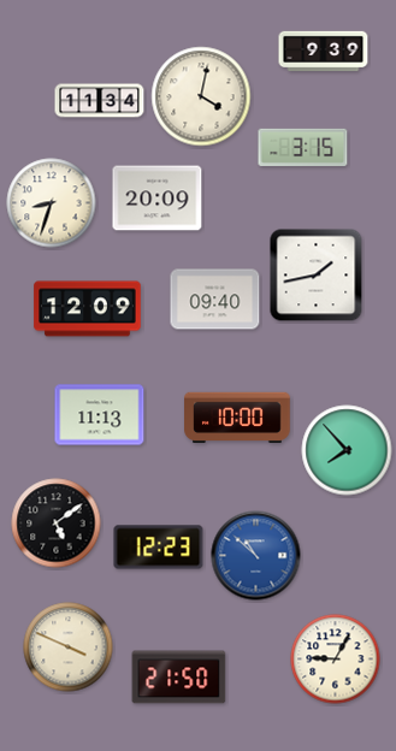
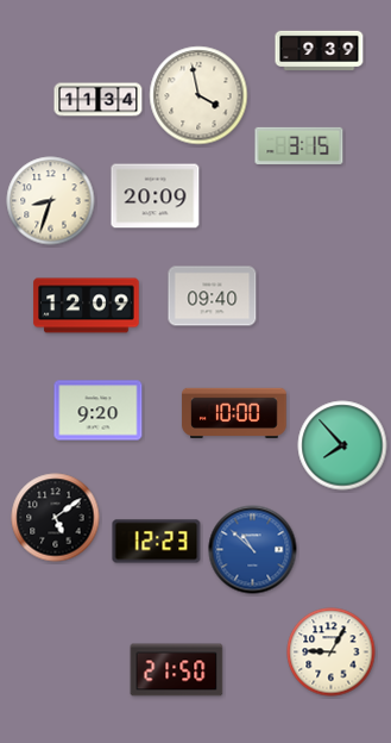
clock at (201, 96): 4:02 -> 3:58
clock at (317, 276): 1:43 -> none
clock at (100, 415): 11:13 -> 9:20
clock at (69, 647): 3:49 -> none
